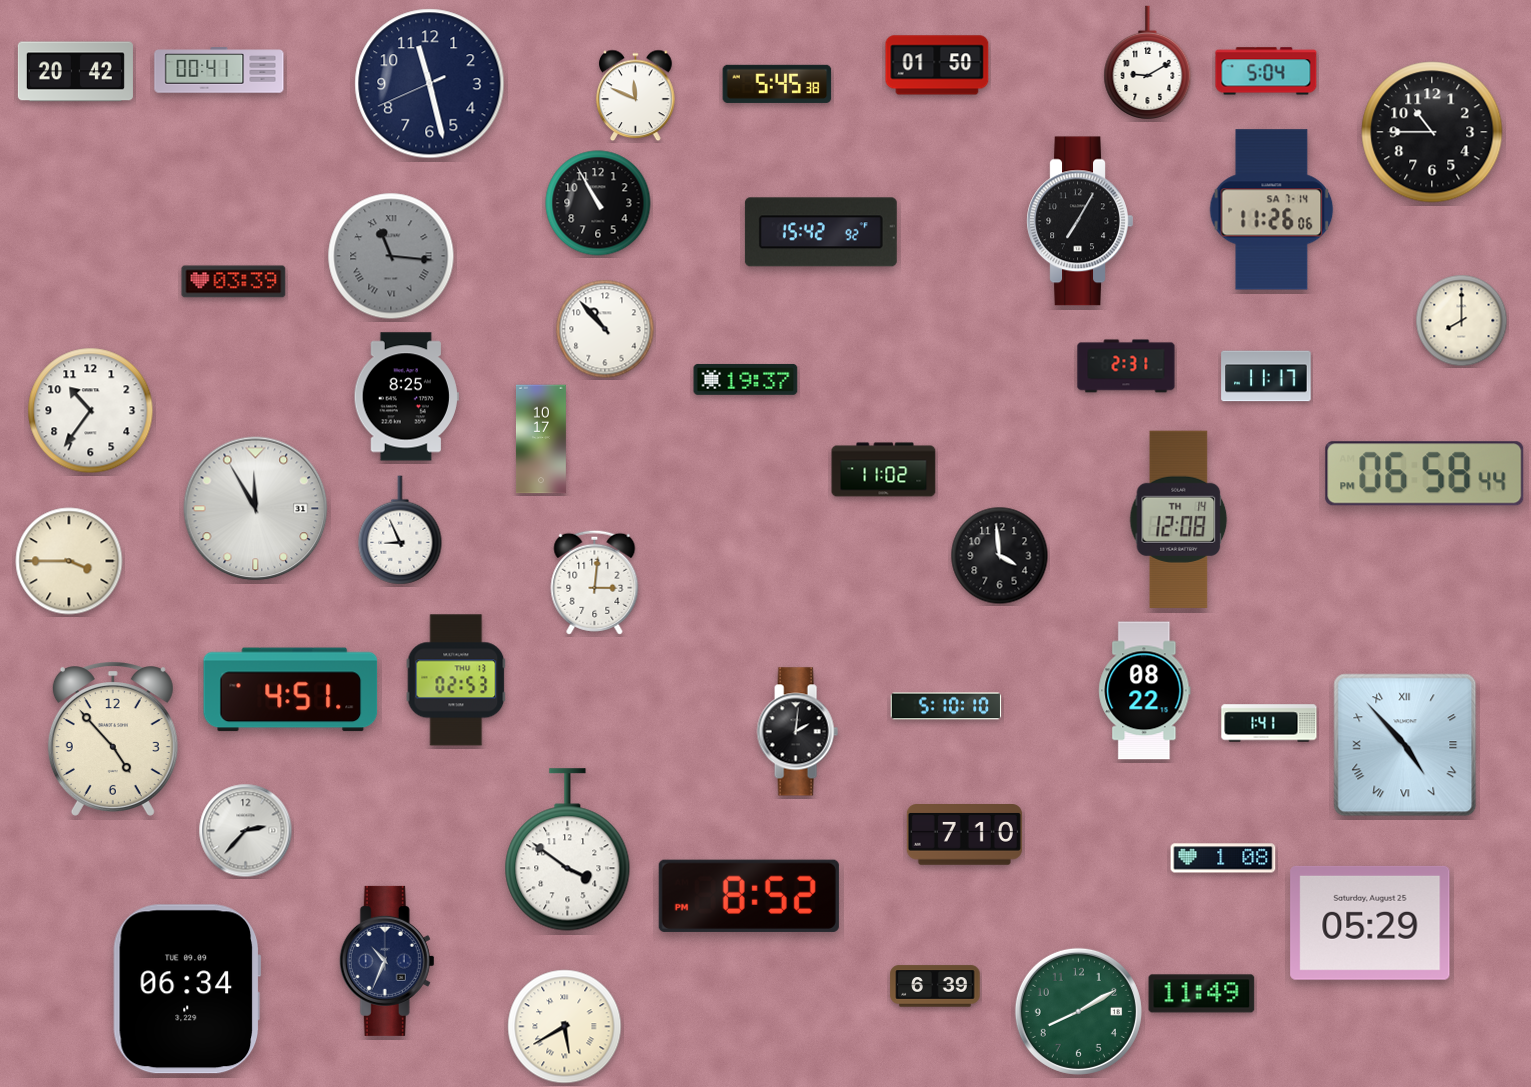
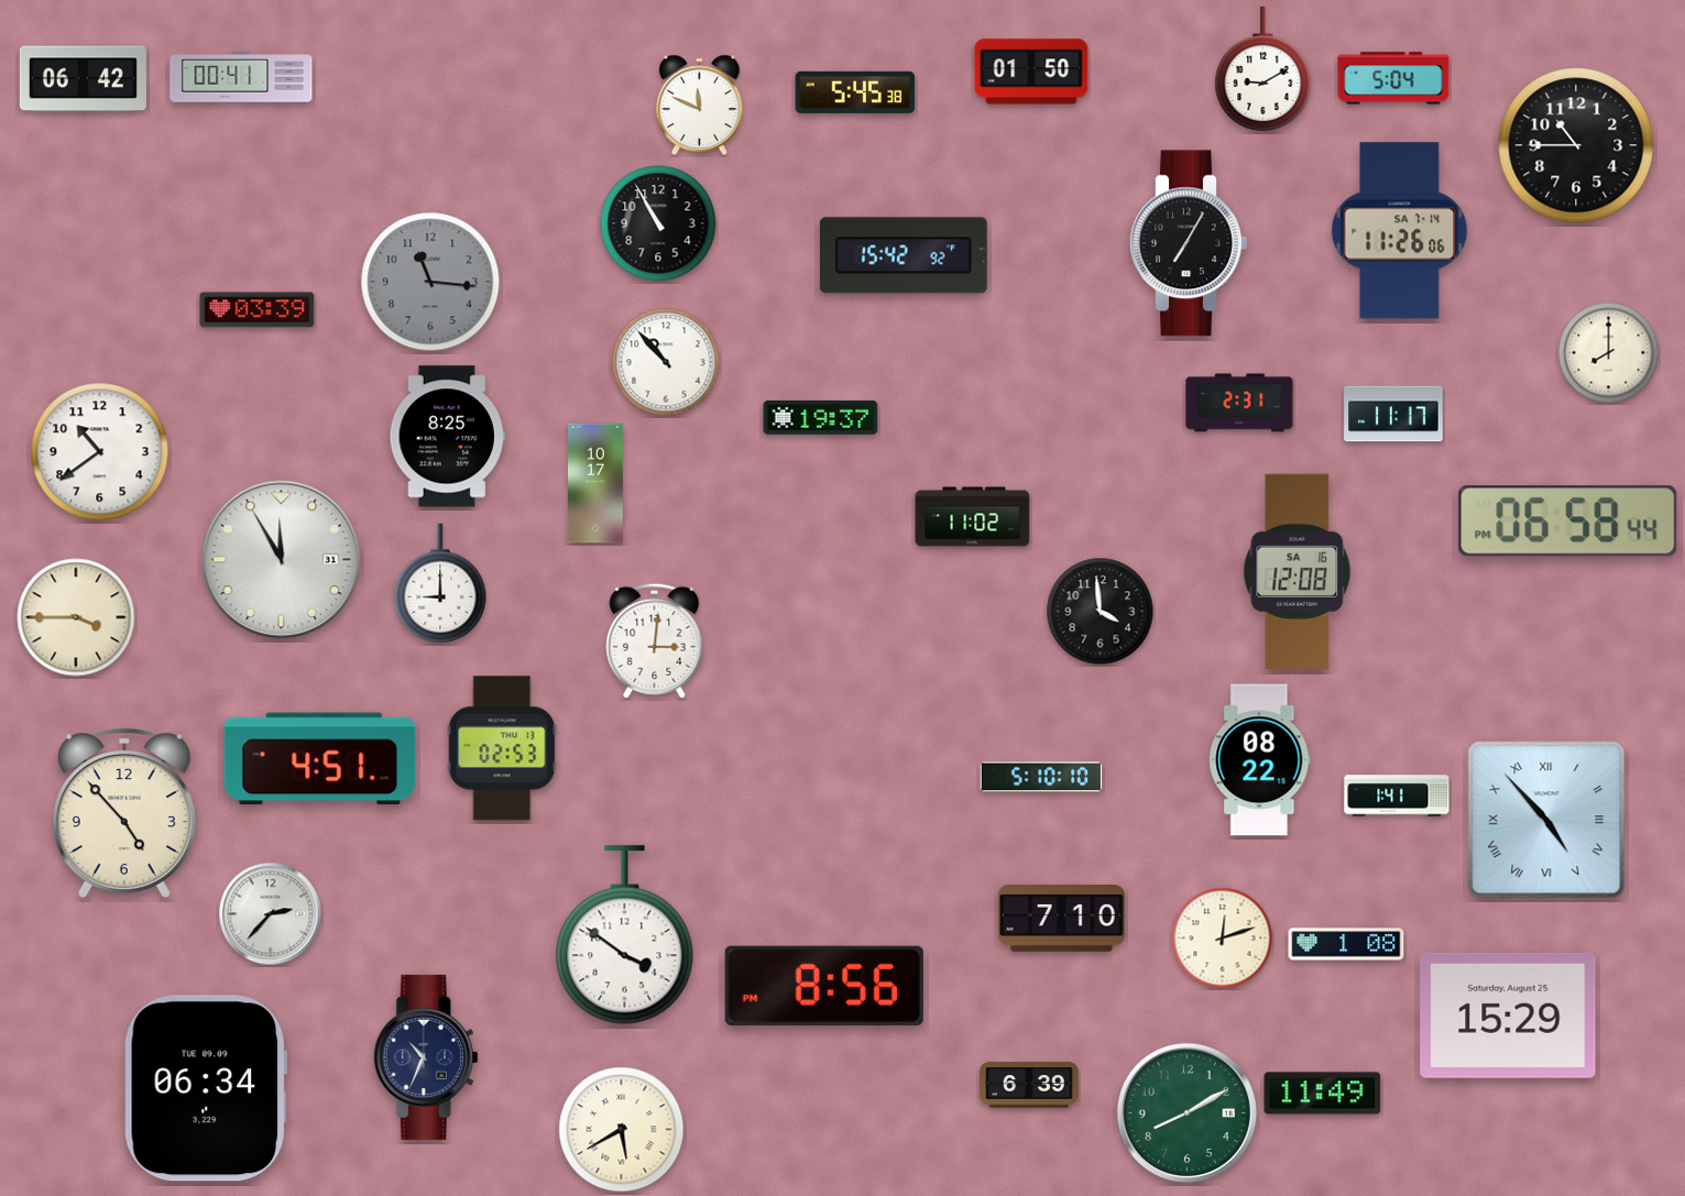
clock at (75, 72): 20:42 -> 06:42
clock at (430, 84): 11:27 -> none
clock at (391, 256) numerals: Roman -> Arabic
clock at (91, 411): 10:36 -> 10:39
clock at (1179, 519) date: TH 14 -> SA 16
clock at (400, 530): 8:56 -> 9:00
clock at (797, 732): 2:01 -> none
clock at (1223, 939): none -> 12:12
clock at (749, 896): 8:52 -> 8:56
clock at (1370, 923): 05:29 -> 15:29
